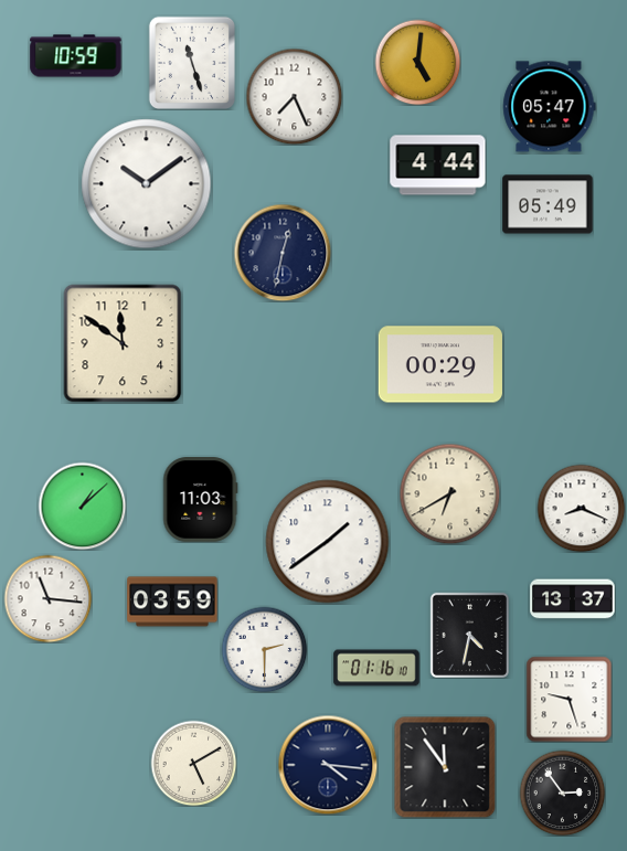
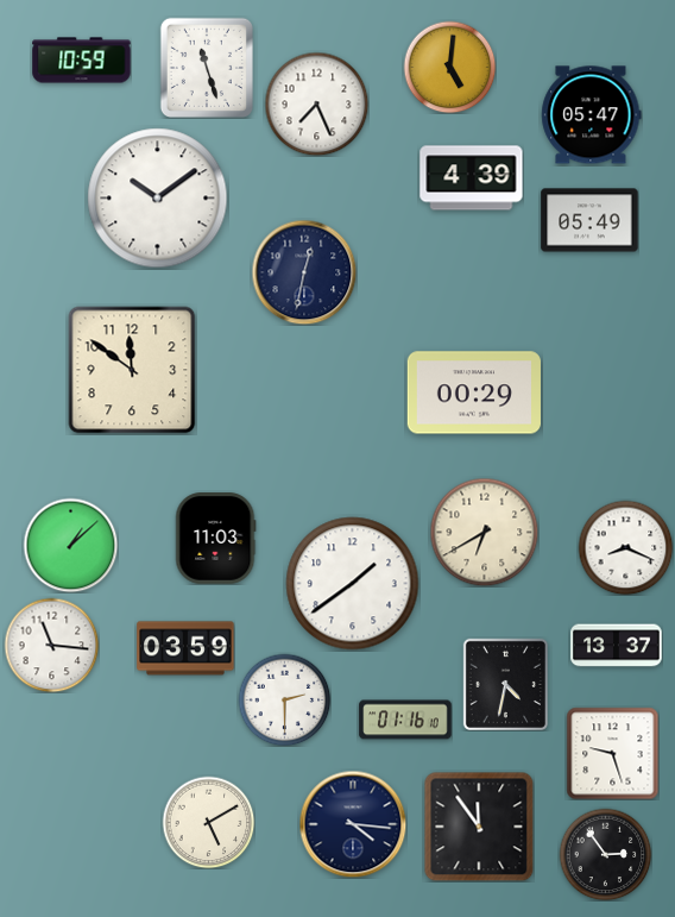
clock at (438, 166): 4:44 -> 4:39
clock at (82, 506) position: (82, 506) -> (70, 545)
